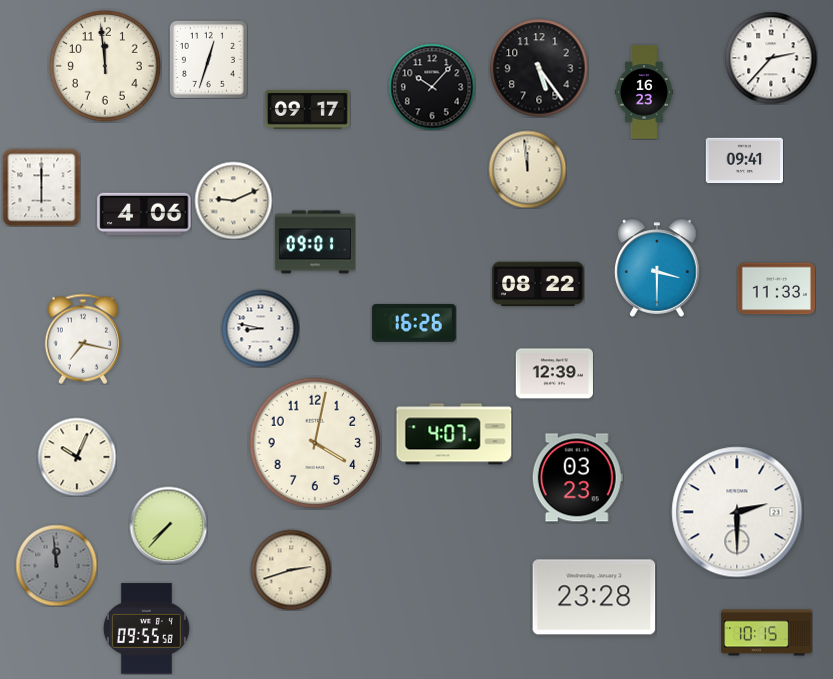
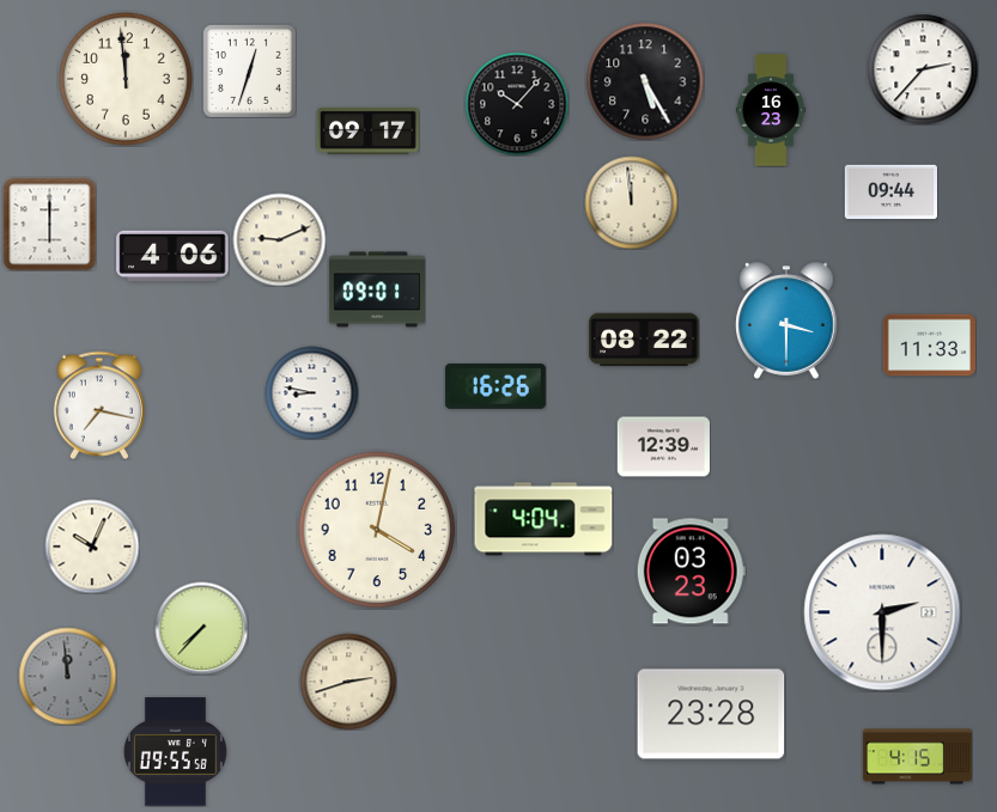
clock at (539, 68): 5:24 -> 5:25
clock at (744, 161): 09:41 -> 09:44
clock at (454, 434): 4:07 -> 4:04
clock at (767, 633): 10:15 -> 4:15
